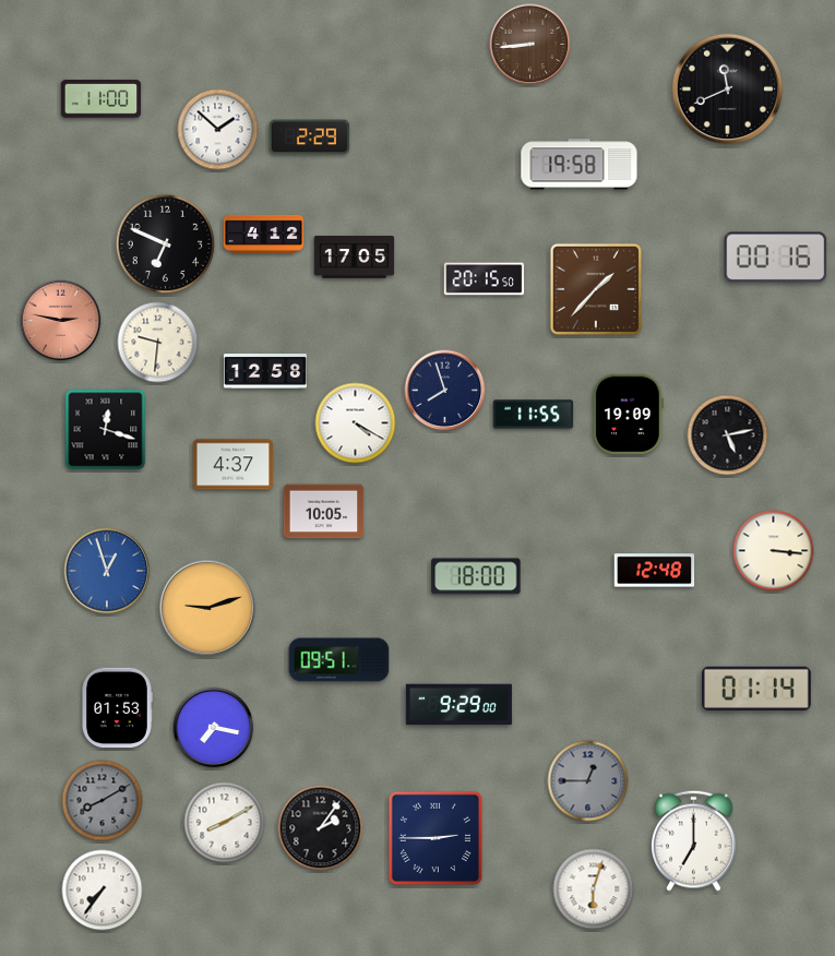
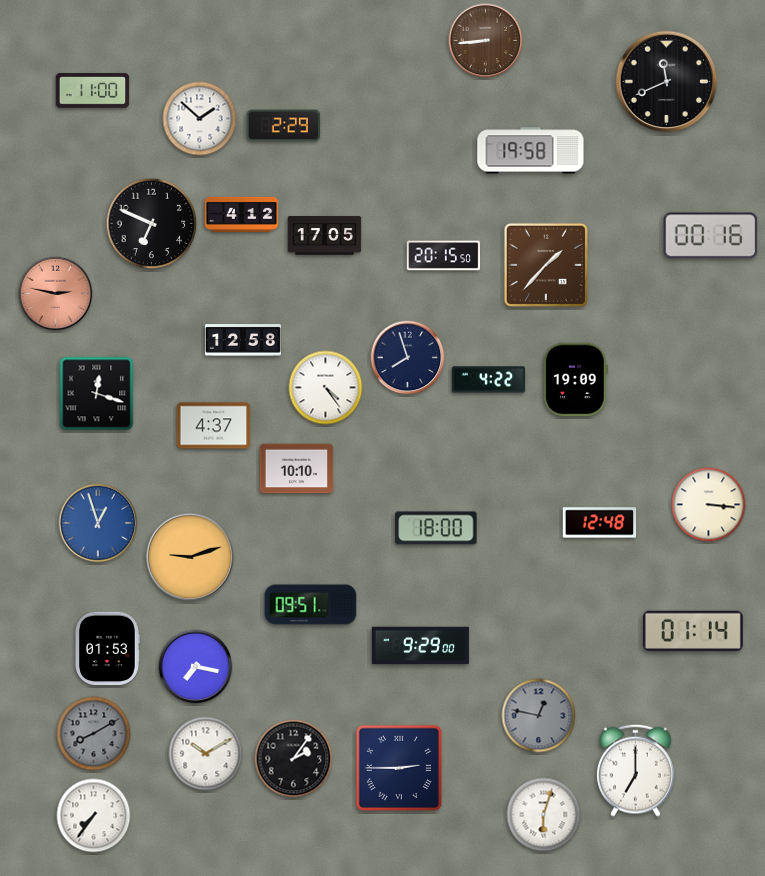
clock at (158, 343): 9:31 -> none
clock at (534, 415): 11:55 -> 4:22
clock at (356, 423): 4:20 -> 4:24
clock at (728, 435): 5:13 -> none
clock at (324, 512): 10:05 -> 10:10
clock at (588, 781): 12:45 -> 12:47
clock at (225, 823): 8:10 -> 10:10
